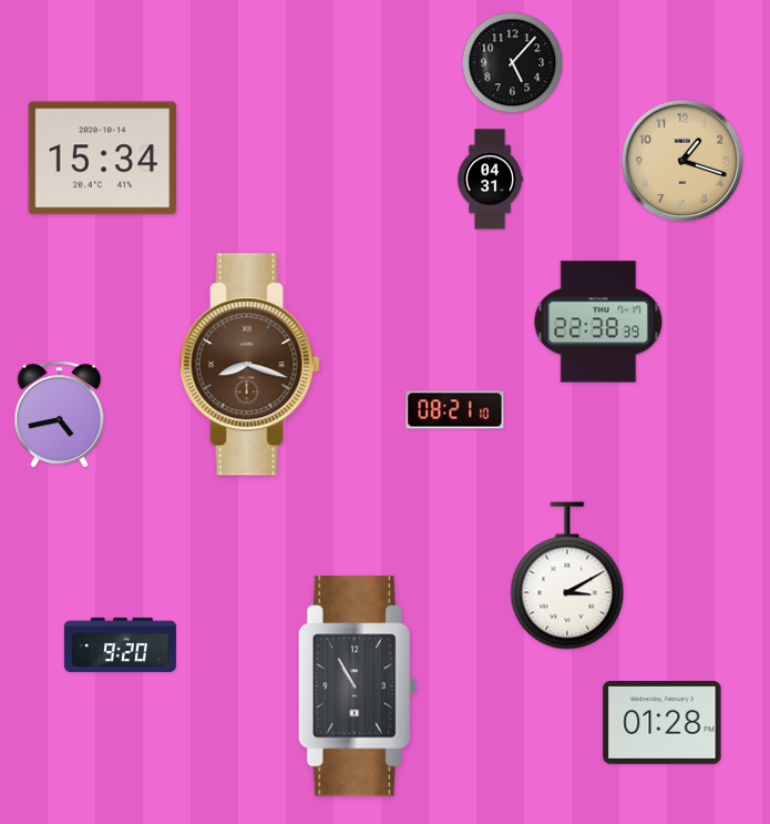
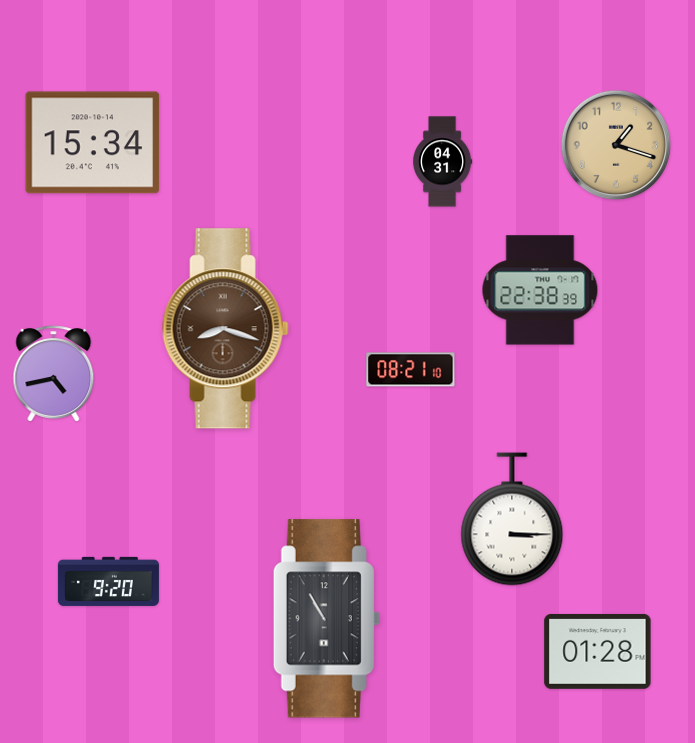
clock at (513, 63): 5:07 -> none
clock at (567, 576): 3:10 -> 3:15
clock at (357, 686) position: (357, 686) -> (326, 619)
